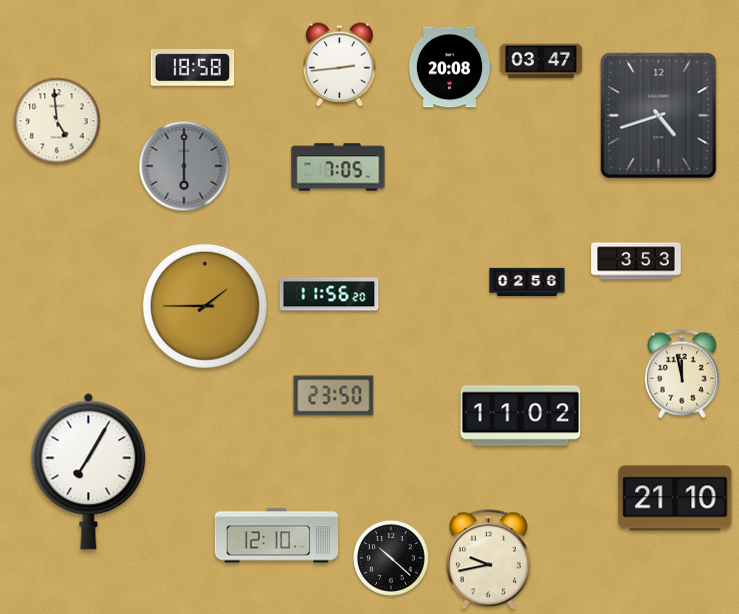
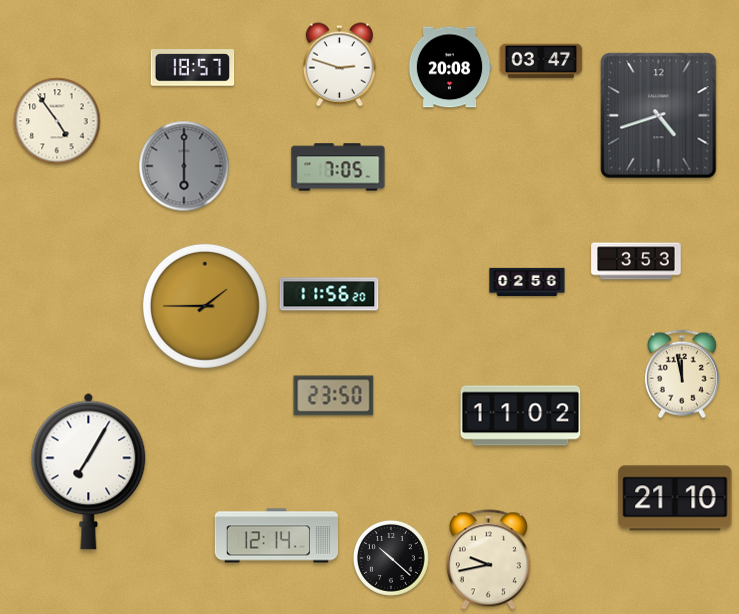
clock at (339, 65): 2:44 -> 2:48
clock at (193, 68): 18:58 -> 18:57
clock at (57, 121): 4:59 -> 4:54
clock at (277, 536): 12:10 -> 12:14
